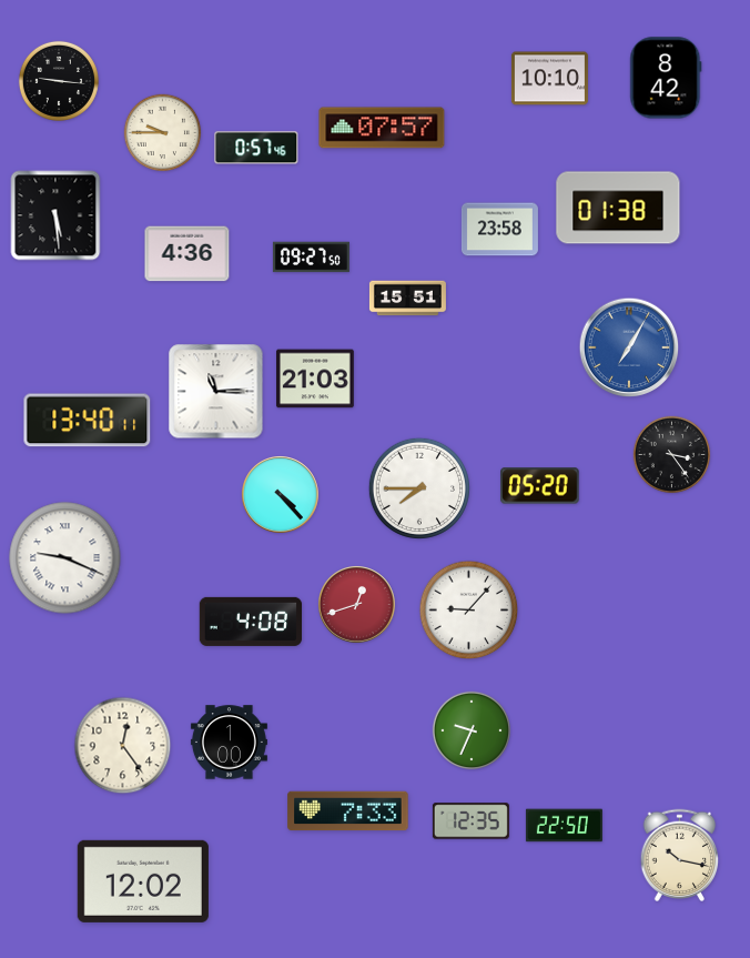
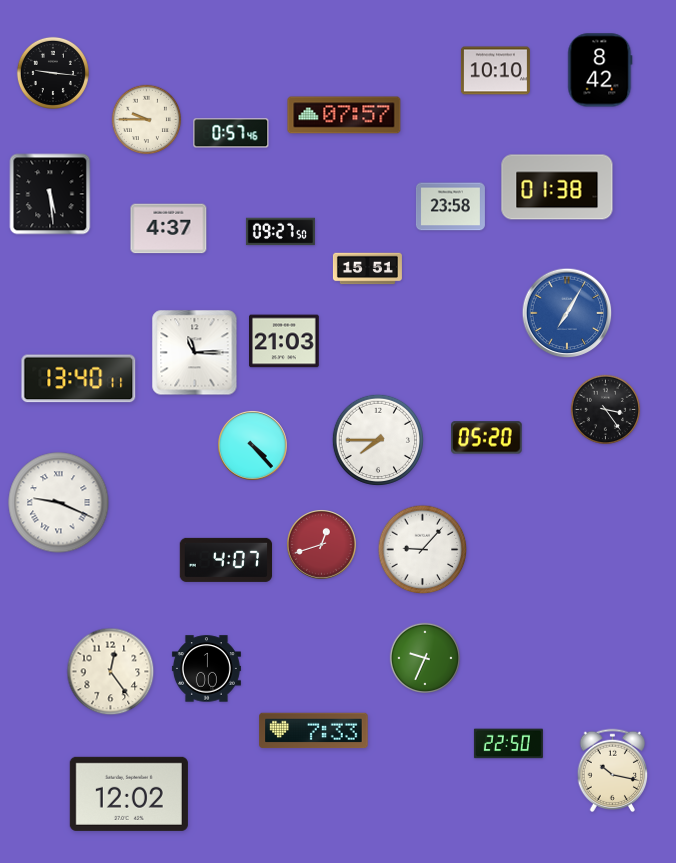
clock at (187, 254): 4:36 -> 4:37
clock at (251, 622): 4:08 -> 4:07
clock at (470, 821): 12:35 -> none
